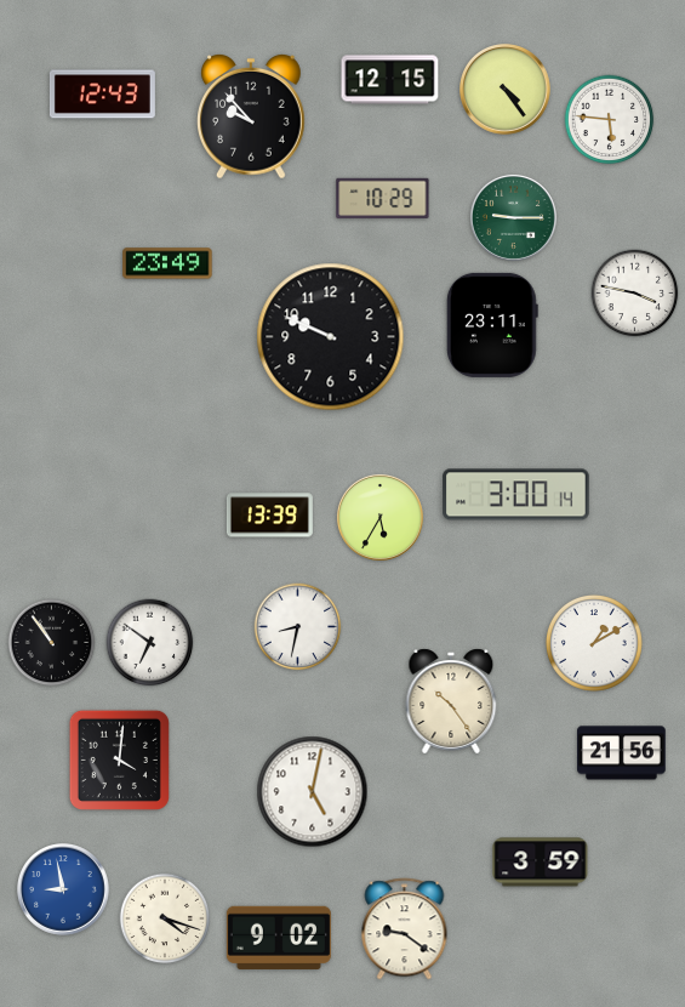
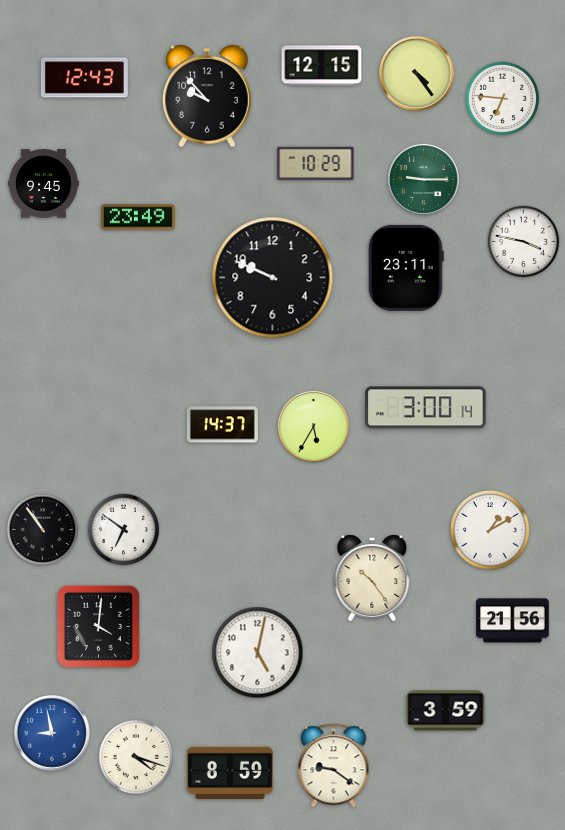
clock at (610, 120): 5:46 -> 6:46
clock at (43, 184): none -> 9:45
clock at (269, 516): 13:39 -> 14:37
clock at (298, 627): 8:32 -> none
clock at (279, 938): 9:02 -> 8:59
